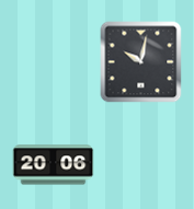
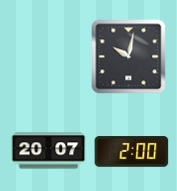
clock at (54, 165): 20:06 -> 20:07
clock at (132, 152): none -> 2:00
